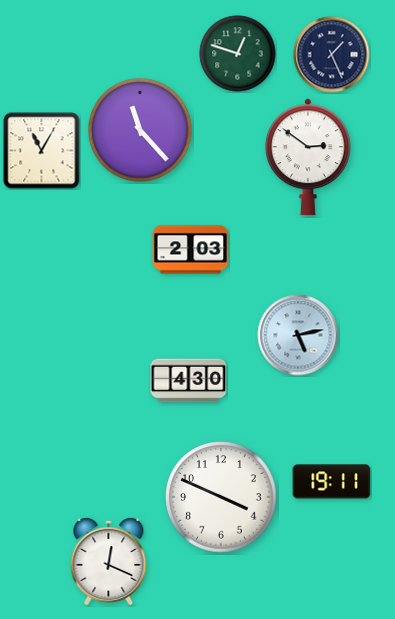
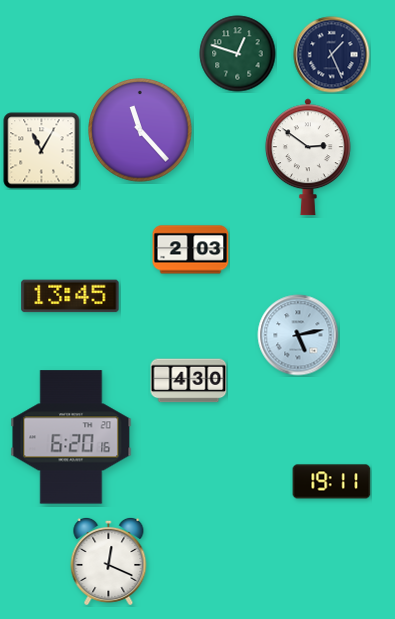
clock at (70, 296): none -> 13:45
clock at (71, 437): none -> 6:20
clock at (221, 497): 3:49 -> none
